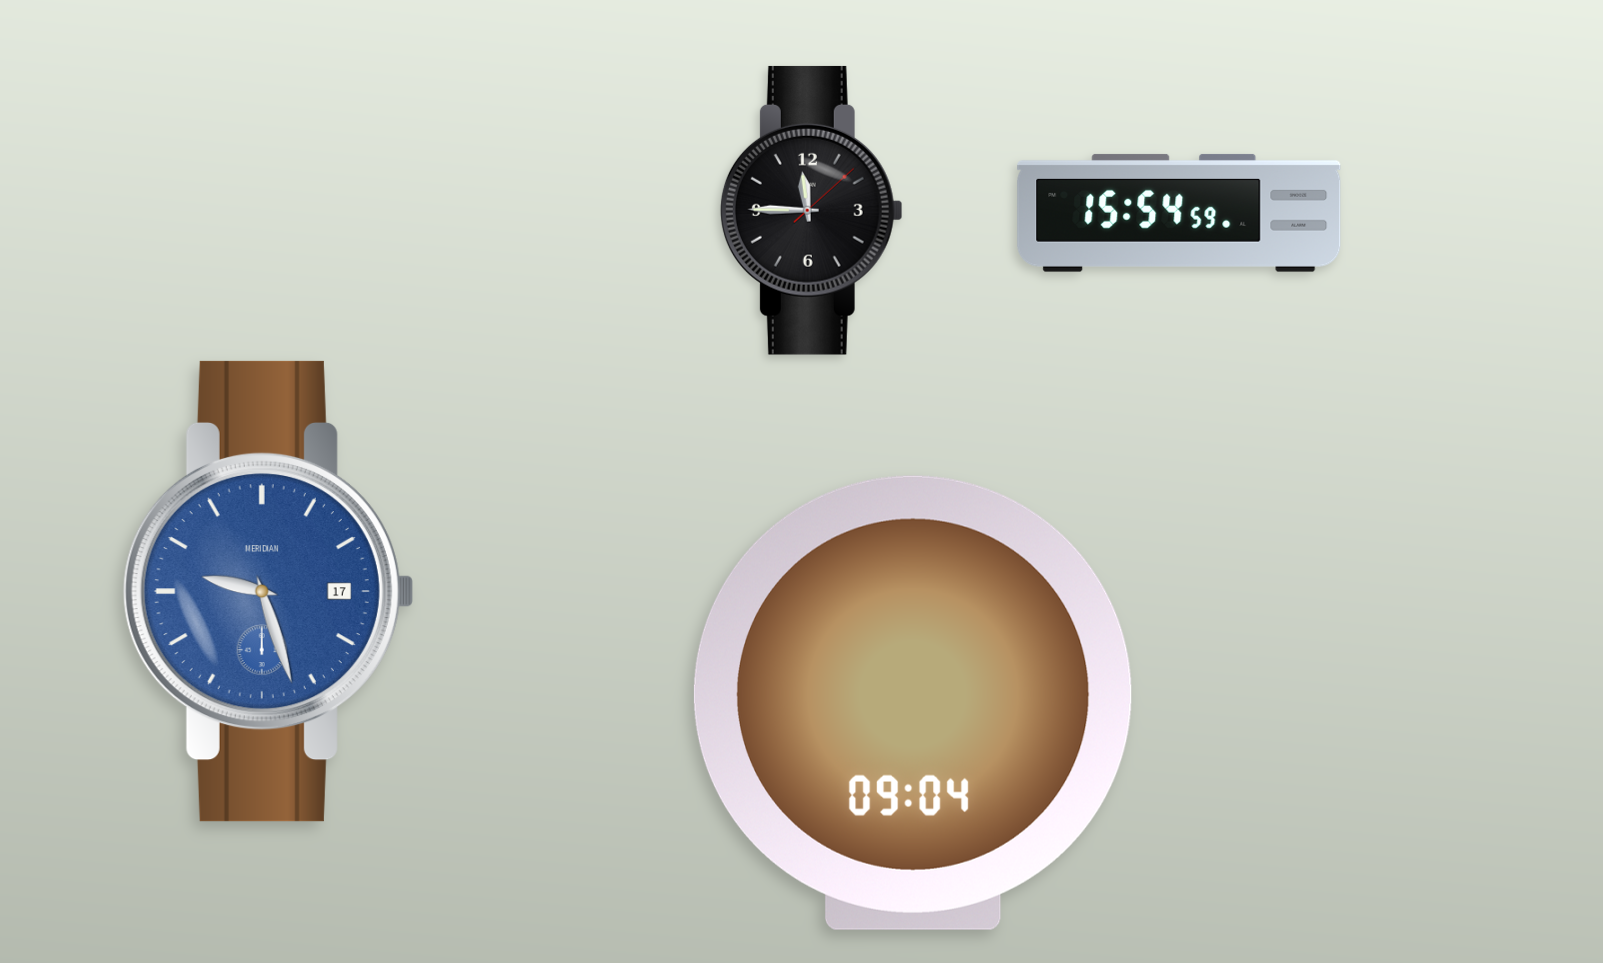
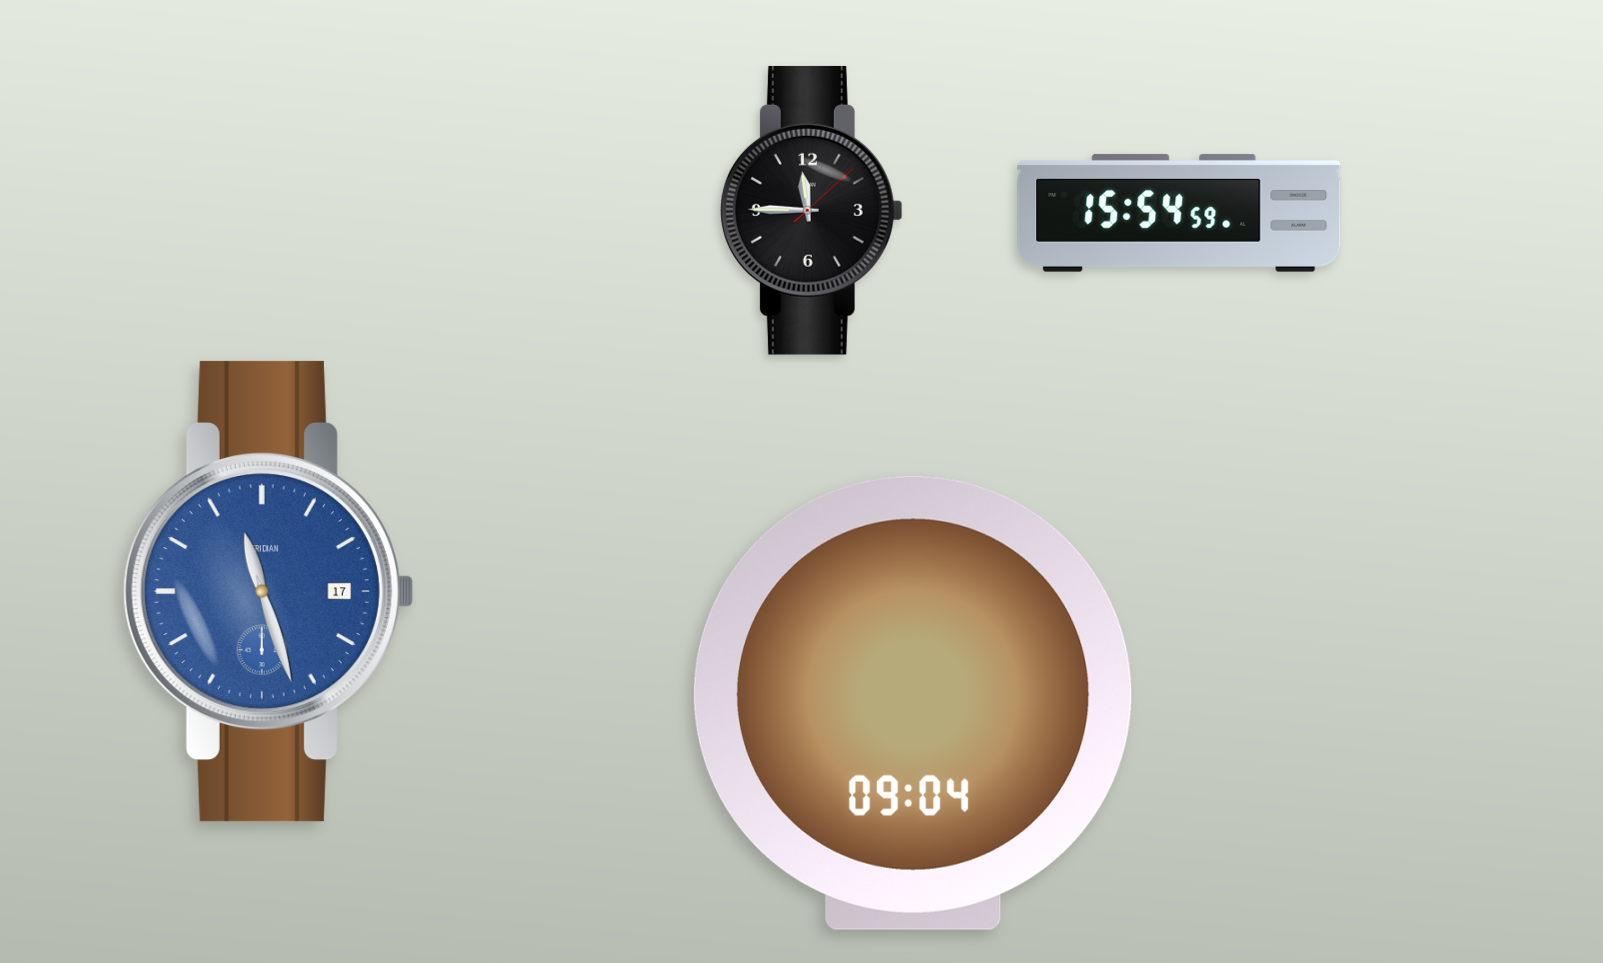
clock at (268, 591): 9:27 -> 11:27
